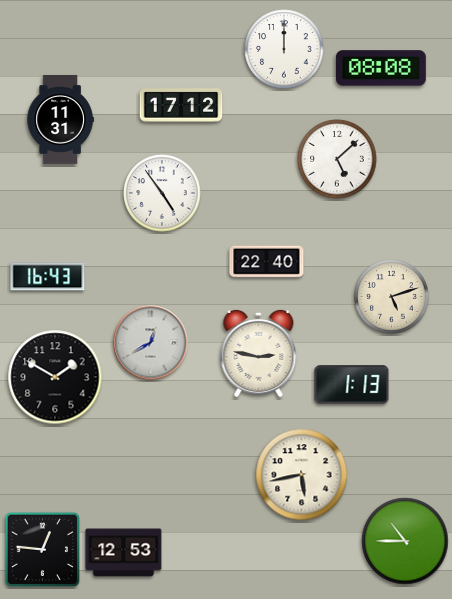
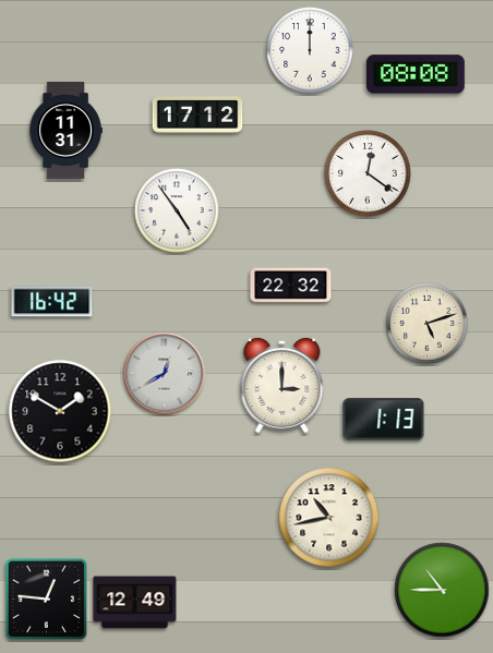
clock at (284, 49) position: (284, 49) -> (310, 50)
clock at (337, 159): 5:08 -> 12:21
clock at (267, 262): 22:40 -> 22:32
clock at (48, 277): 16:43 -> 16:42
clock at (259, 353): 2:47 -> 3:00
clock at (302, 475): 5:43 -> 10:43
clock at (124, 553): 12:53 -> 12:49
